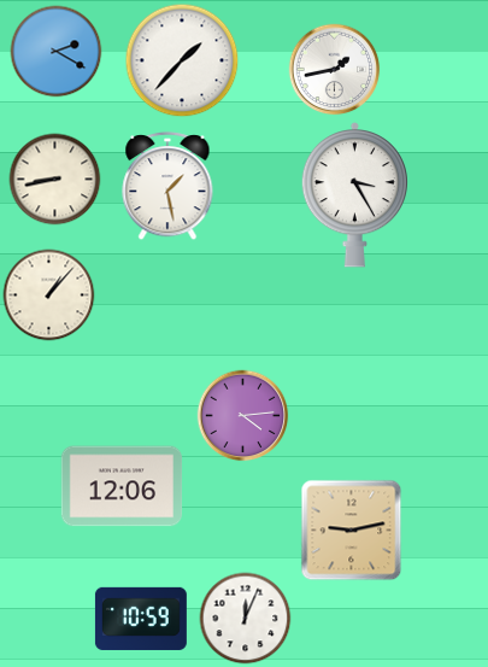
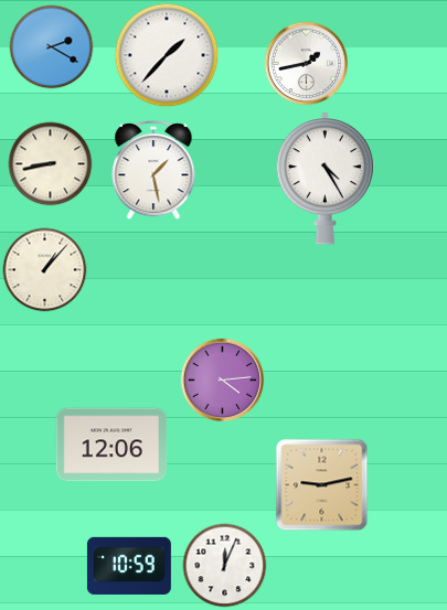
clock at (355, 194): 3:25 -> 4:25
